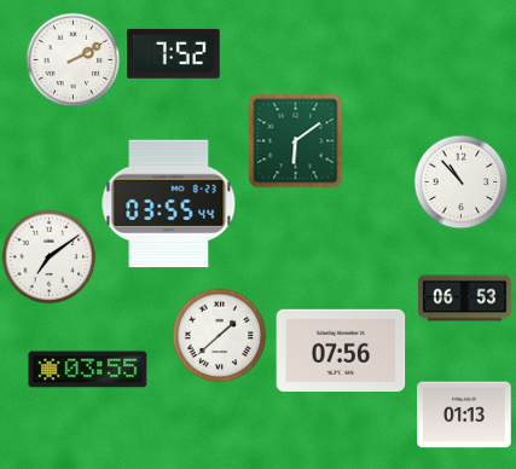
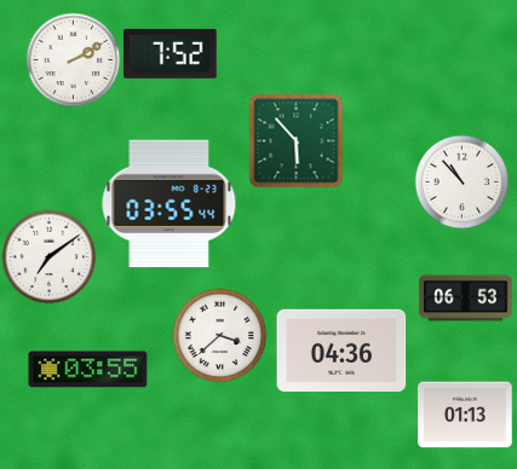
clock at (174, 53) position: (174, 53) -> (171, 53)
clock at (295, 140): 6:09 -> 5:53
clock at (219, 335): 1:38 -> 3:38
clock at (341, 351): 07:56 -> 04:36
